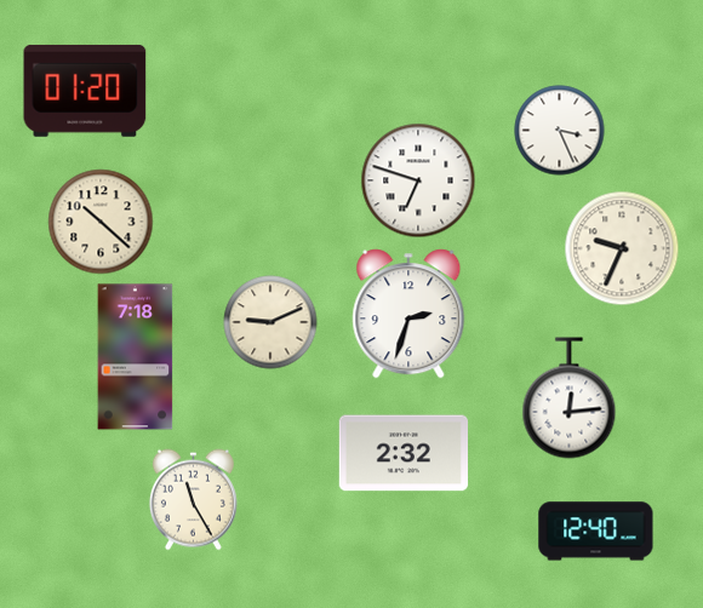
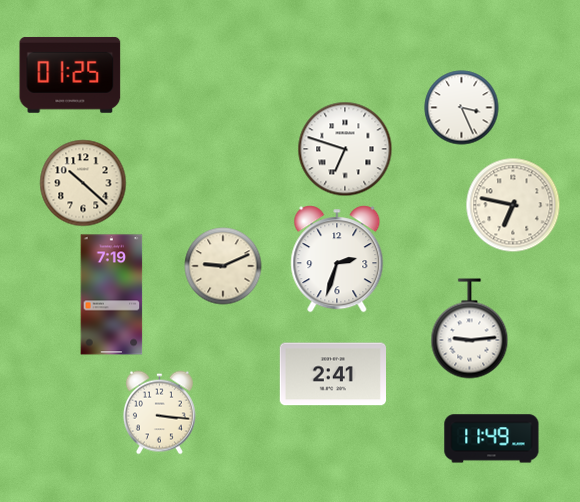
clock at (85, 91): 01:20 -> 01:25
clock at (622, 248): 9:34 -> 6:47
clock at (136, 357): 7:18 -> 7:19
clock at (570, 398): 12:14 -> 9:14
clock at (402, 453): 2:32 -> 2:41
clock at (193, 500): 11:25 -> 3:16
clock at (596, 532): 12:40 -> 11:49
